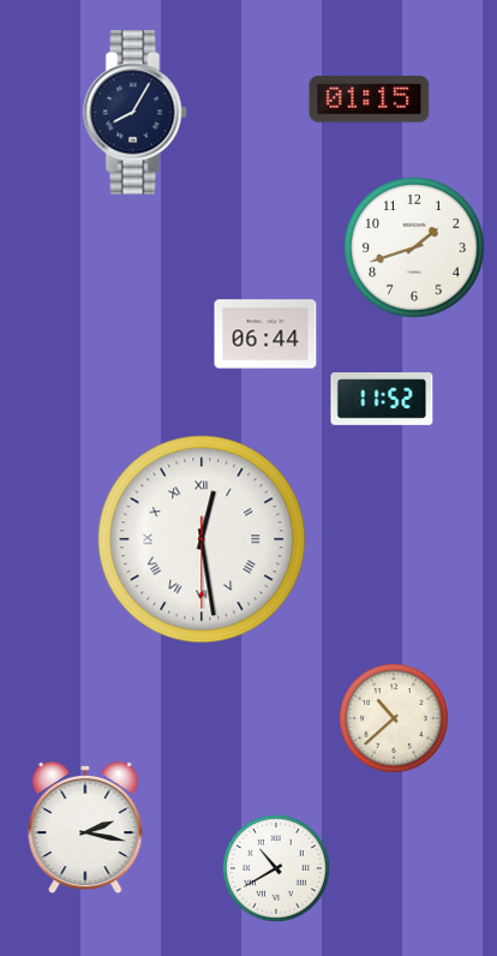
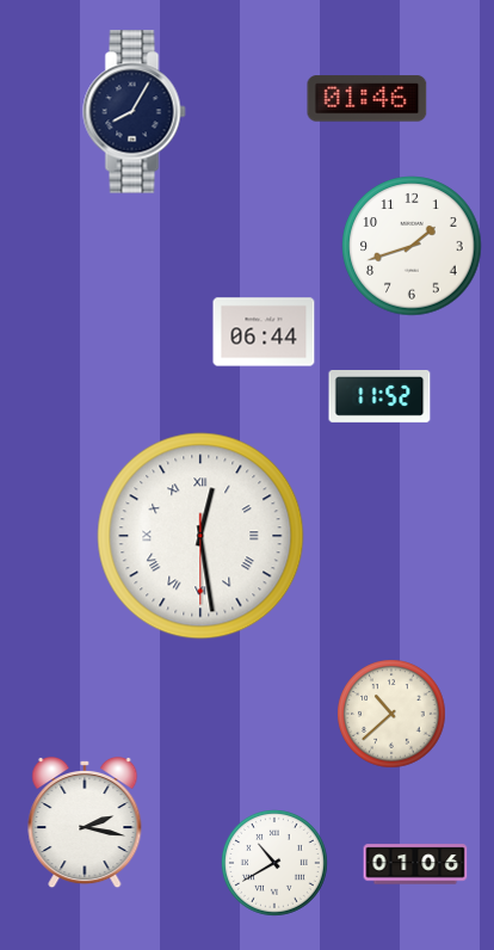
clock at (370, 100): 01:15 -> 01:46
clock at (415, 864): none -> 01:06
